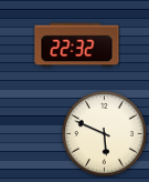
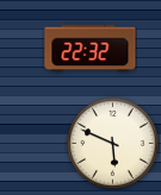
clock at (77, 46) position: (77, 46) -> (91, 49)
